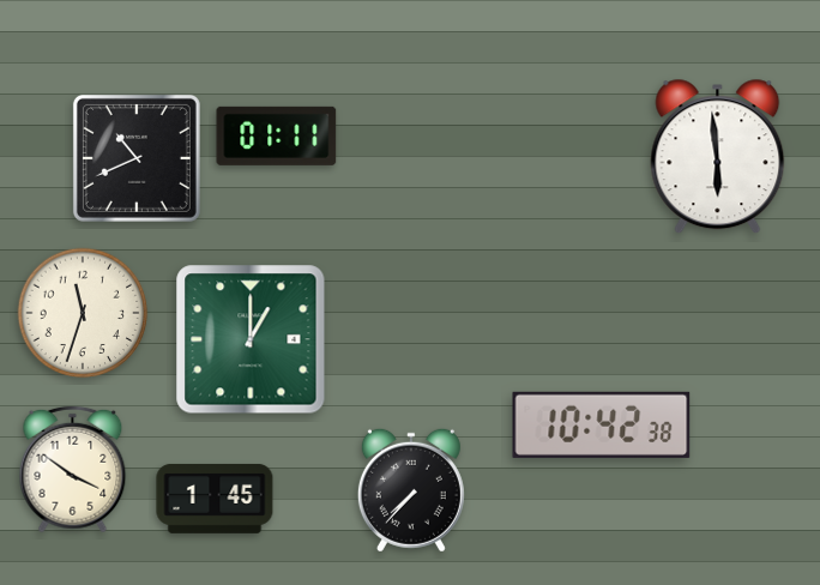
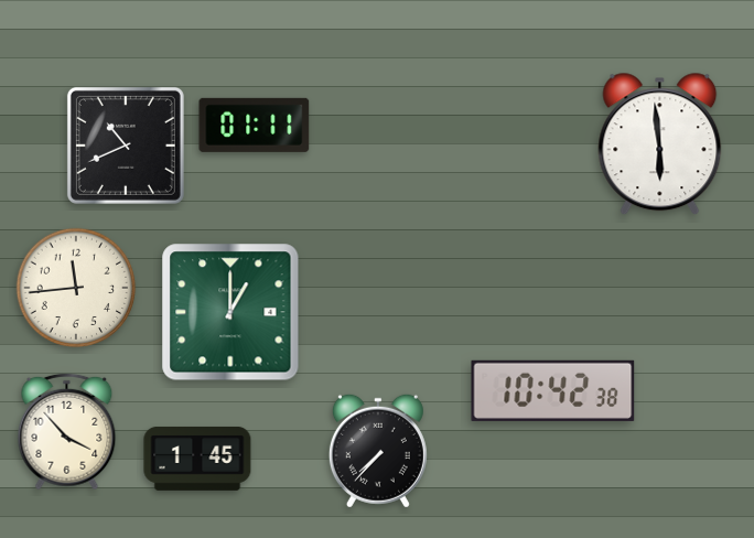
clock at (83, 313): 11:33 -> 11:44
clock at (73, 470): 3:51 -> 3:53
